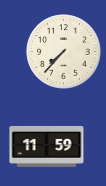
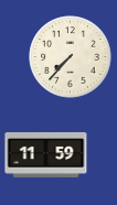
clock at (47, 146) position: (47, 146) -> (46, 154)
